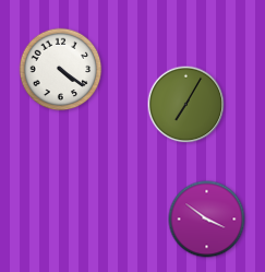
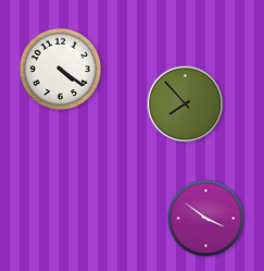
clock at (186, 105): 7:05 -> 7:53
